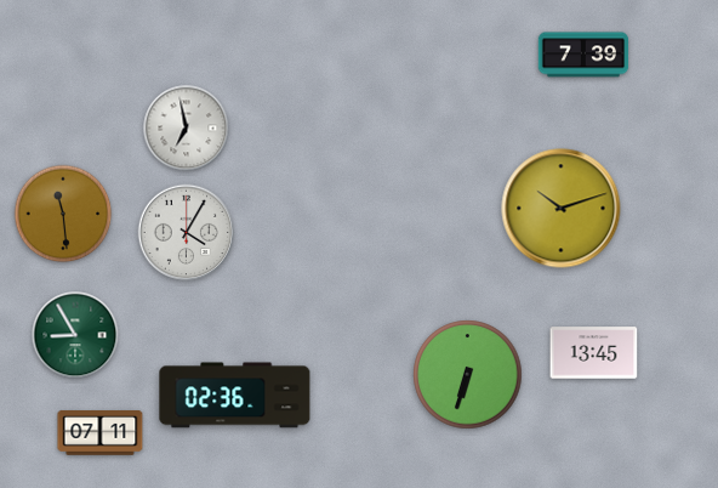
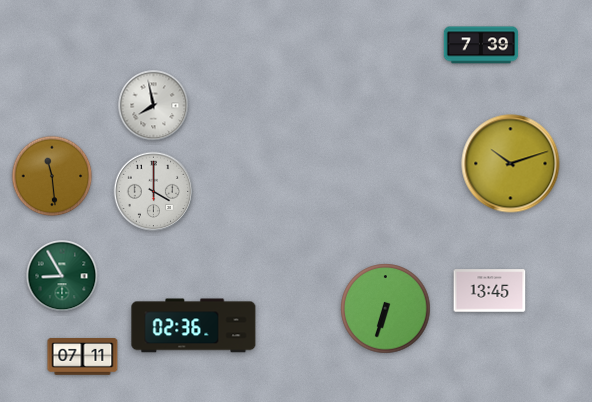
clock at (187, 129): 6:58 -> 7:58
clock at (562, 209) position: (562, 209) -> (511, 164)
clock at (187, 233): 4:05 -> 4:00
